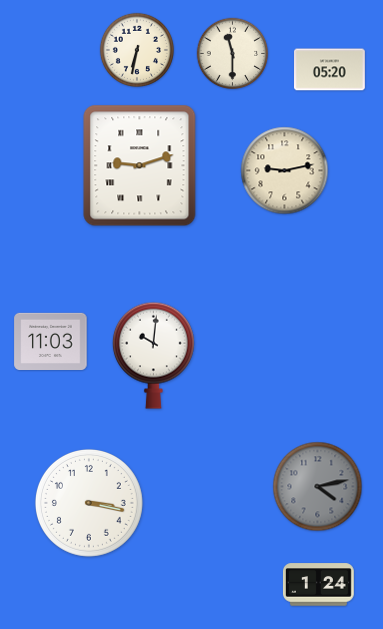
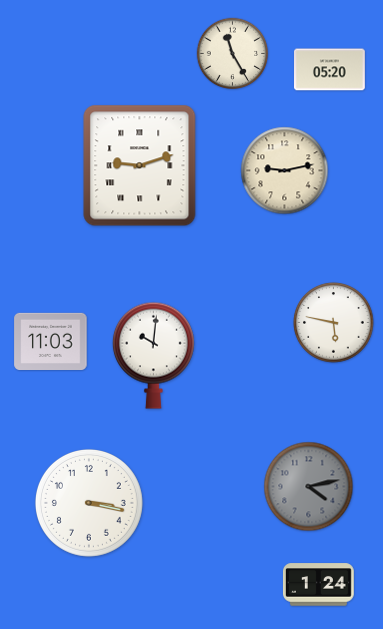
clock at (137, 50): 6:32 -> none
clock at (233, 54): 11:30 -> 11:25
clock at (334, 323): none -> 5:47
clock at (318, 487) position: (318, 487) -> (309, 487)
